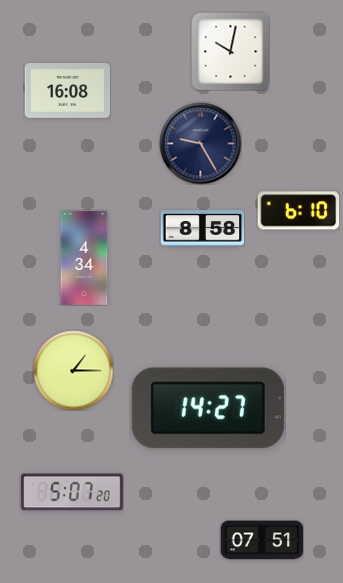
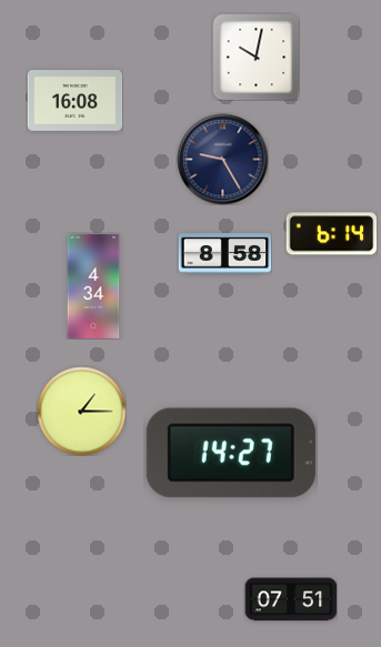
clock at (298, 211): 6:10 -> 6:14
clock at (72, 492): 5:07 -> none
